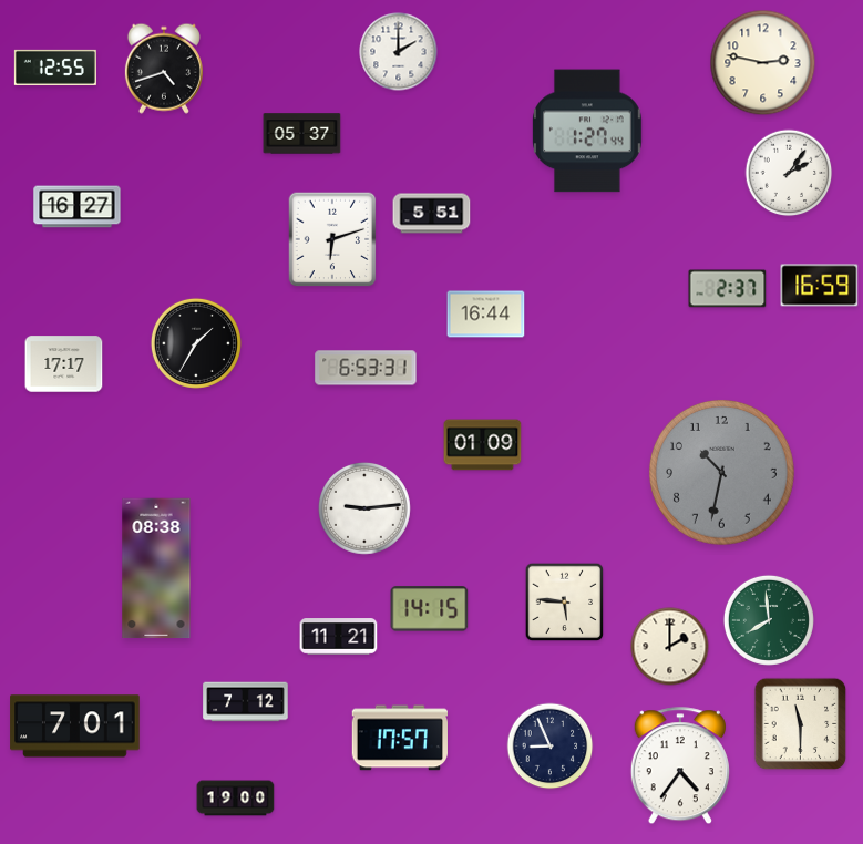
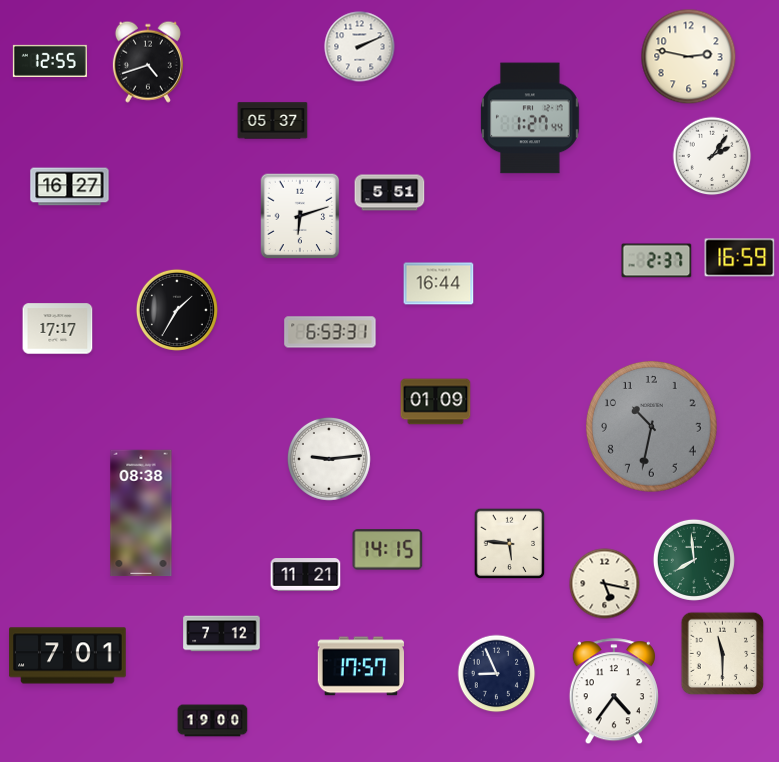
clock at (399, 52): 2:00 -> 2:11
clock at (670, 647): 2:00 -> 5:17
